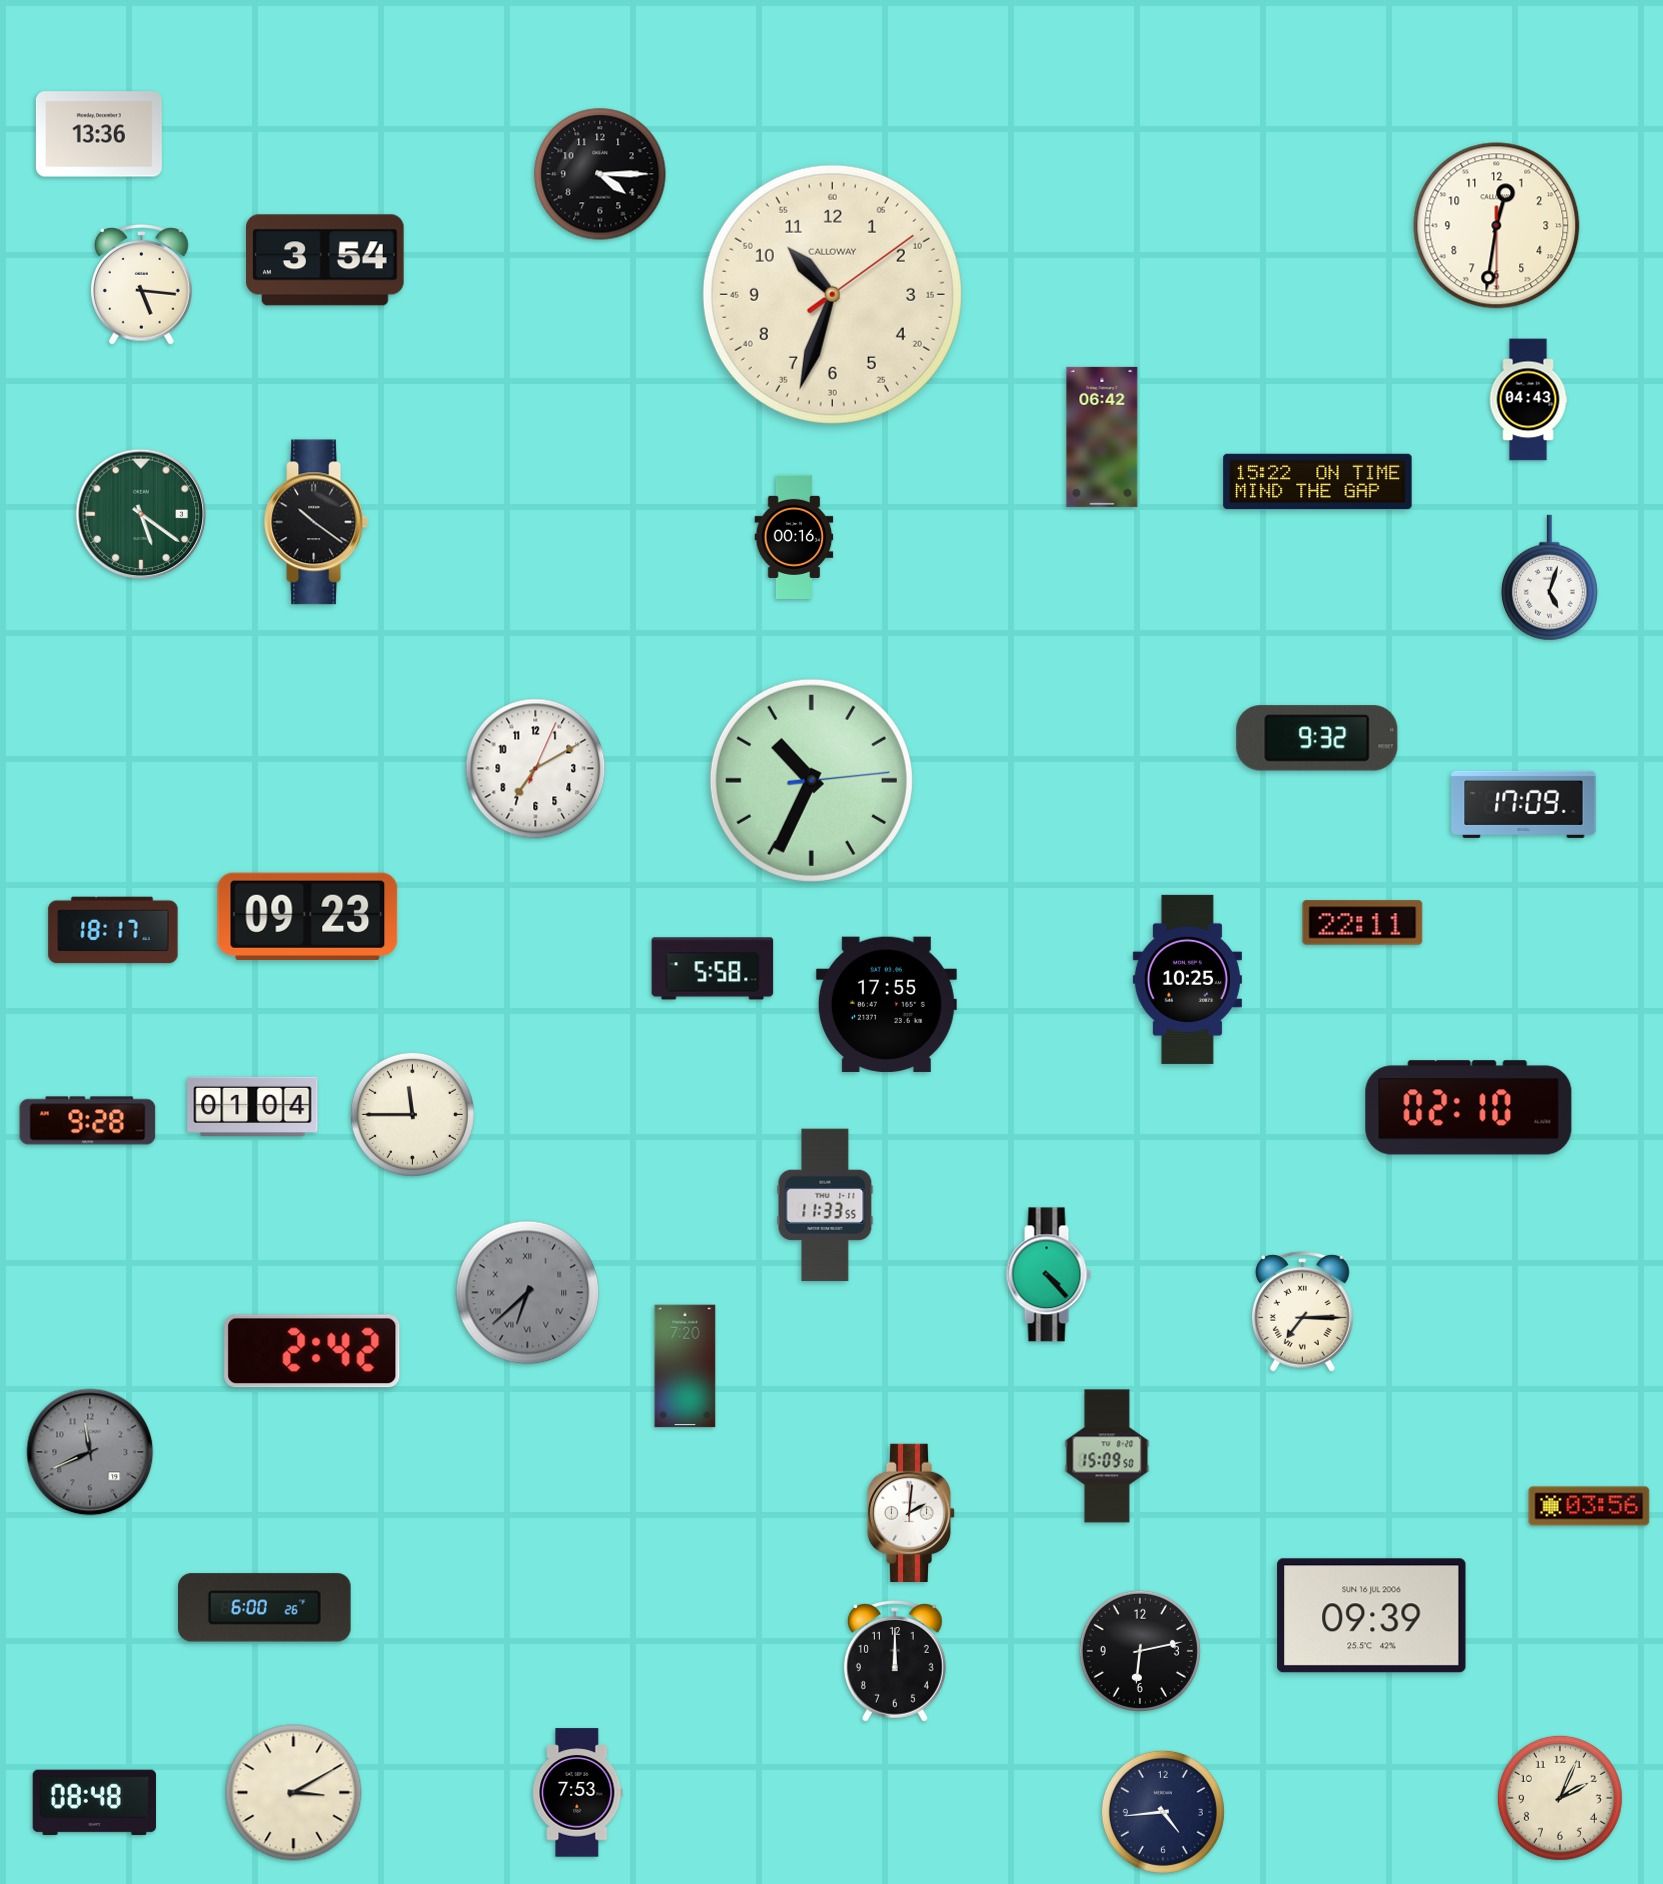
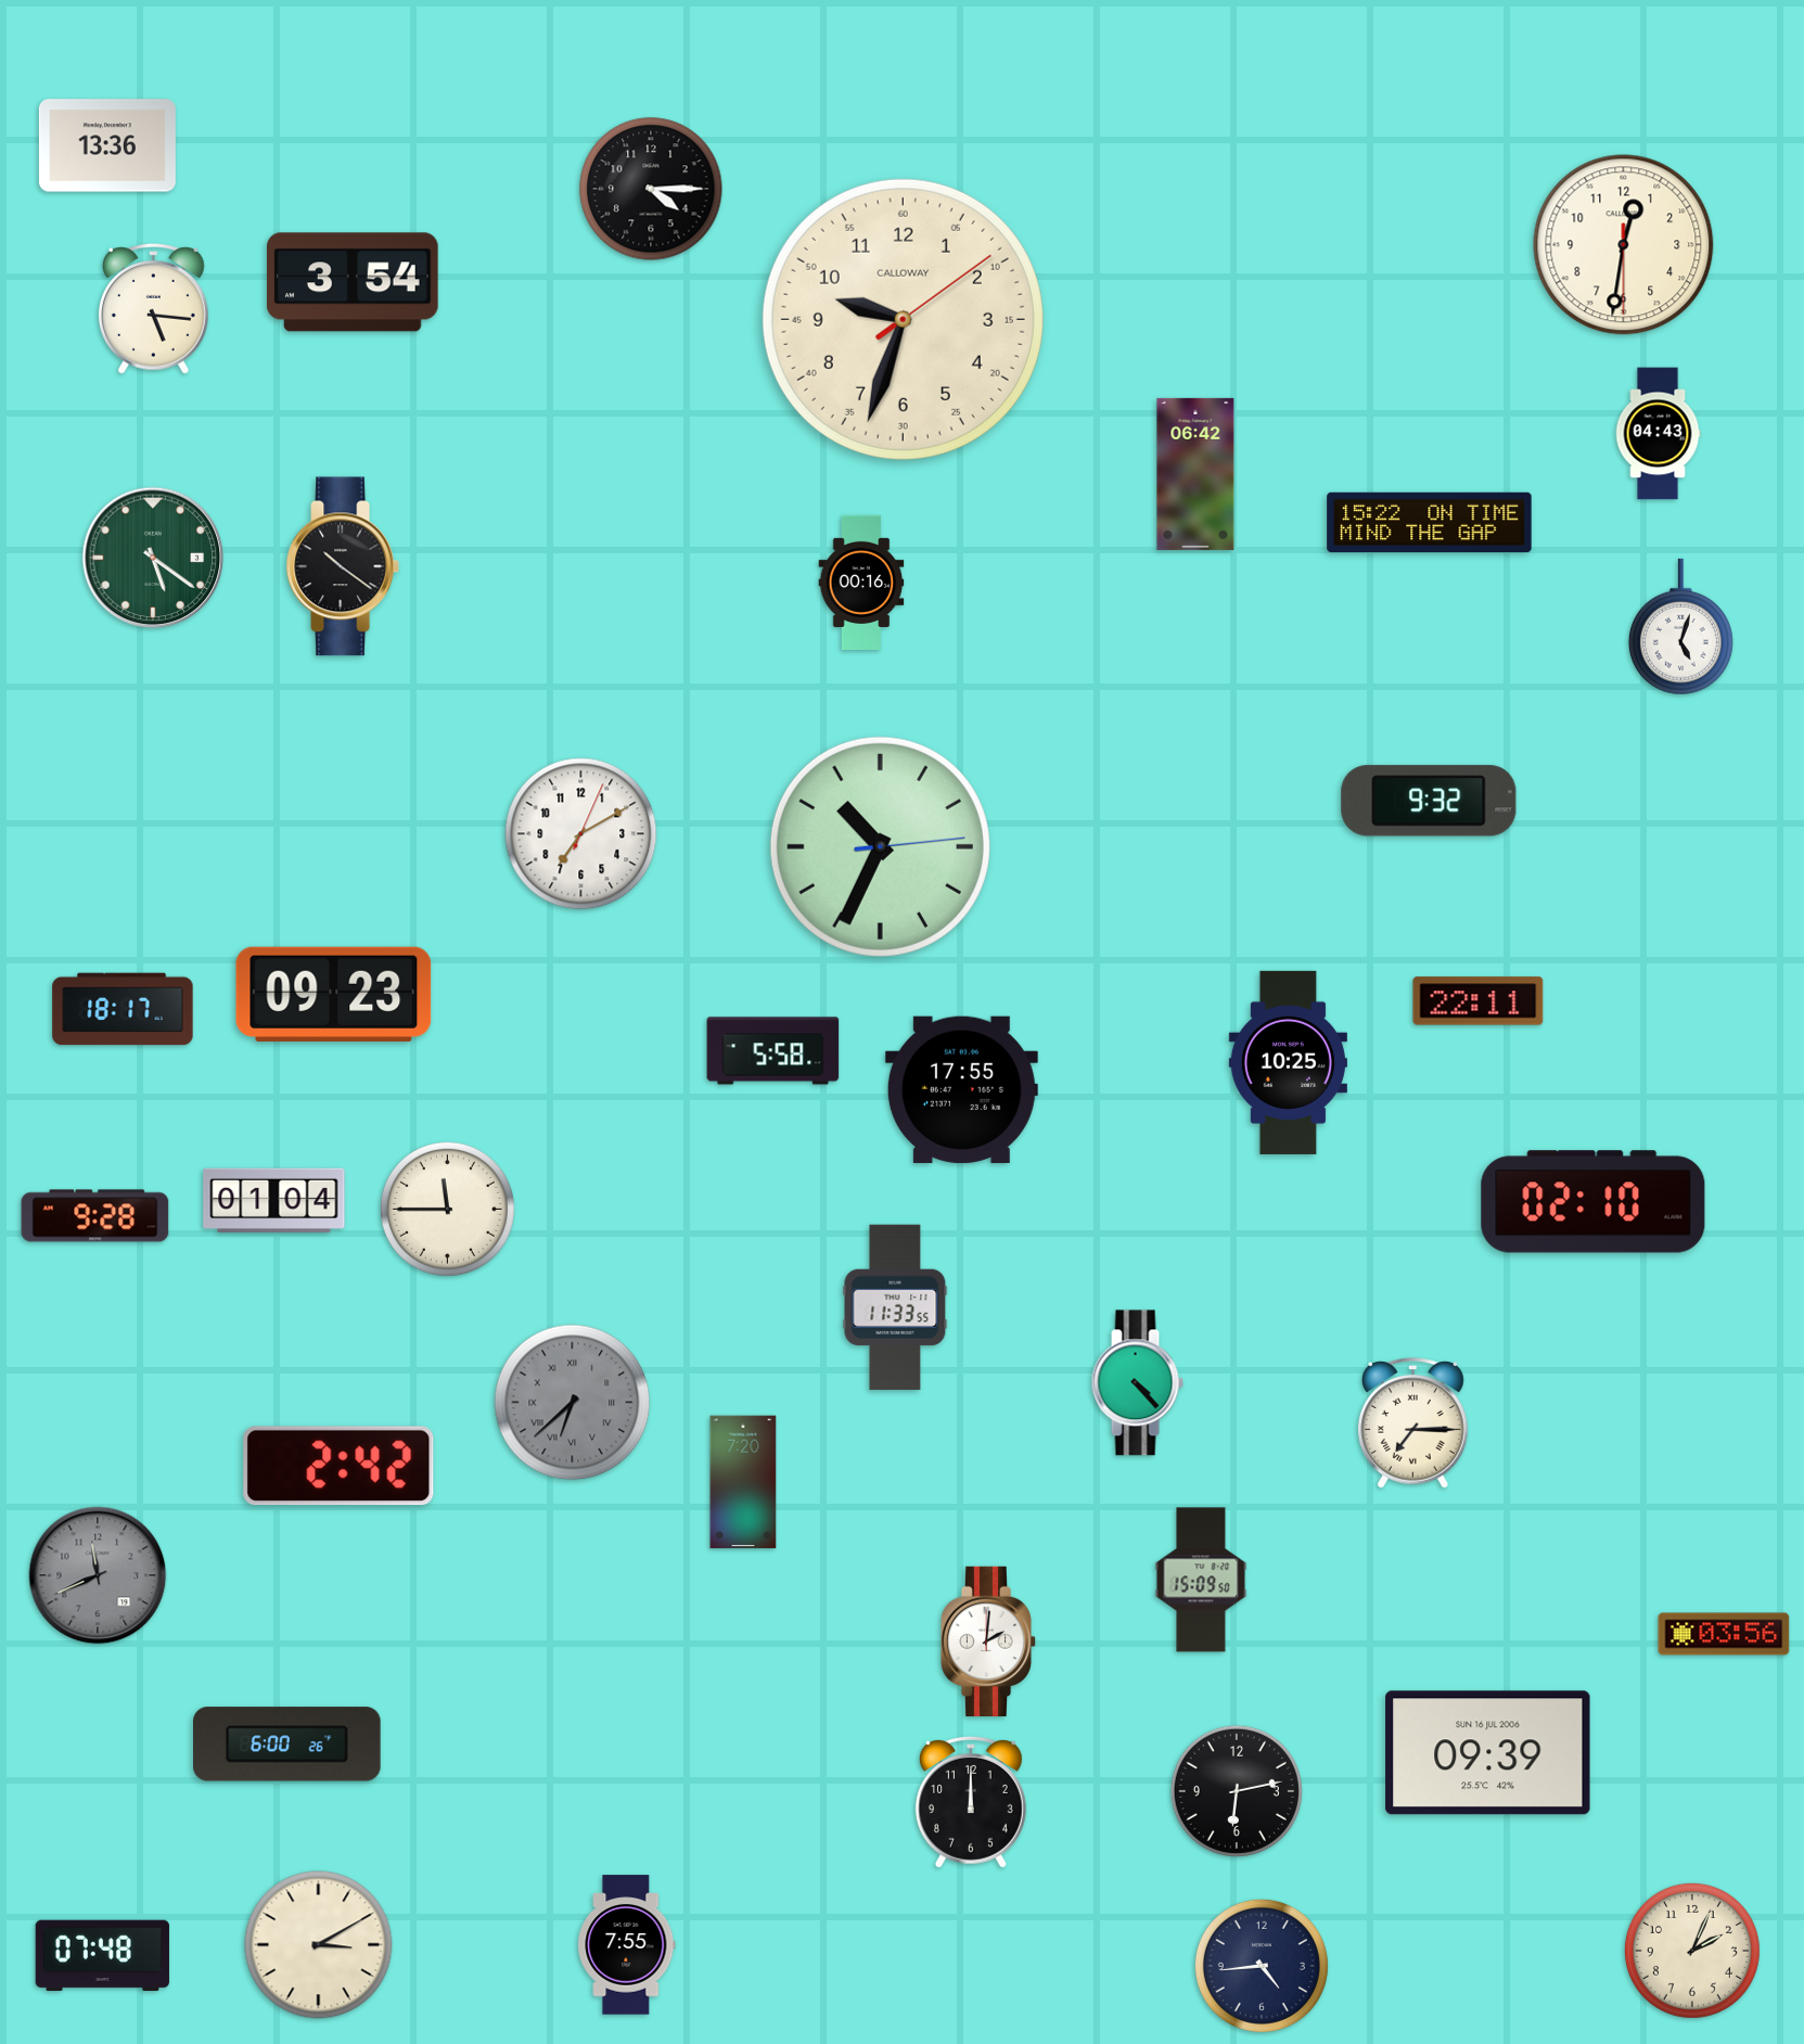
clock at (832, 294): 10:33 -> 9:33
clock at (1524, 804): 17:09 -> none
clock at (578, 1793): 7:53 -> 7:55
clock at (94, 1802): 08:48 -> 07:48
